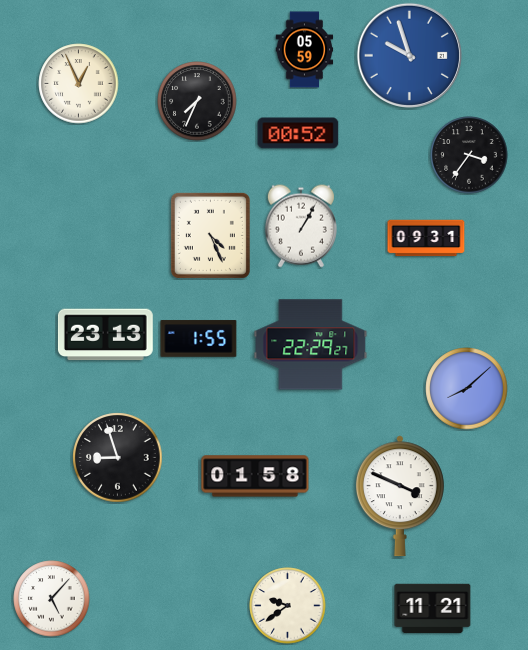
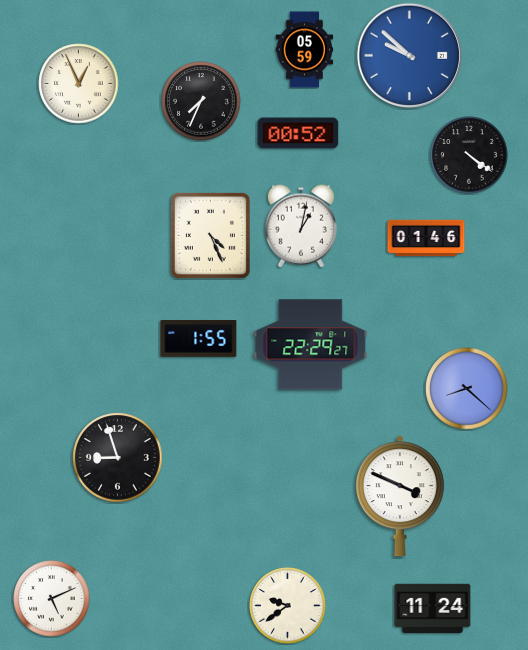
clock at (409, 55): 9:57 -> 9:52
clock at (197, 101) position: (197, 101) -> (201, 101)
clock at (469, 155): 3:36 -> 4:21
clock at (301, 226): 1:05 -> 1:02
clock at (426, 238): 09:31 -> 01:46
clock at (105, 335): 23:13 -> none
clock at (467, 389): 8:08 -> 8:22
clock at (255, 476): 01:58 -> none
clock at (52, 599): 5:07 -> 5:11
clock at (433, 609): 11:21 -> 11:24
